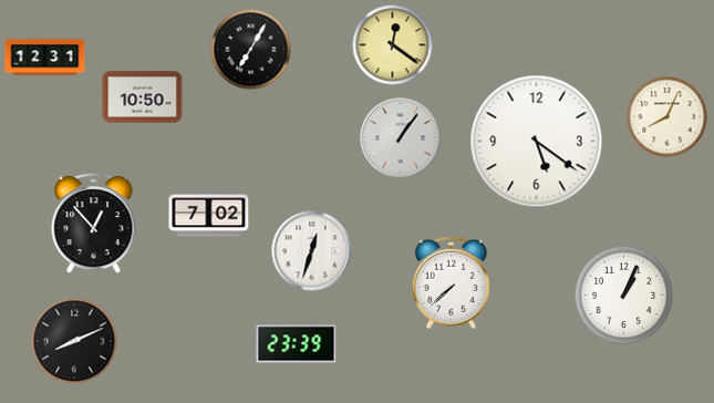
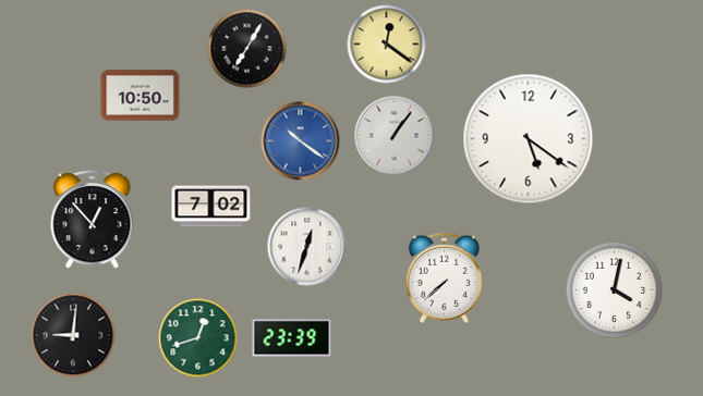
clock at (45, 58): 12:31 -> none
clock at (668, 117): 8:04 -> none
clock at (301, 141): none -> 10:21
clock at (209, 216) position: (209, 216) -> (211, 207)
clock at (624, 296): 1:04 -> 4:02
clock at (74, 341): 8:11 -> 9:01
clock at (198, 338): none -> 12:42
